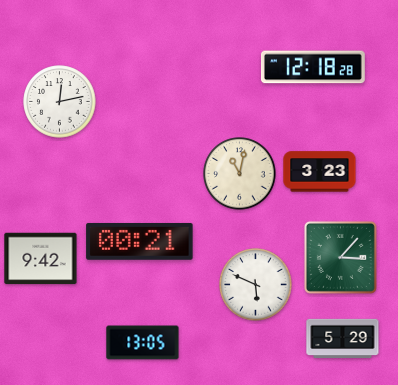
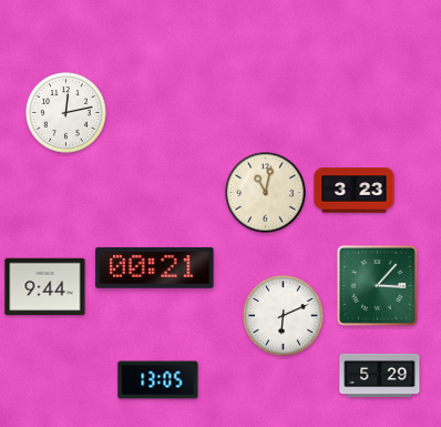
clock at (313, 67): 12:18 -> none
clock at (41, 259): 9:42 -> 9:44
clock at (256, 285): 5:49 -> 6:11
